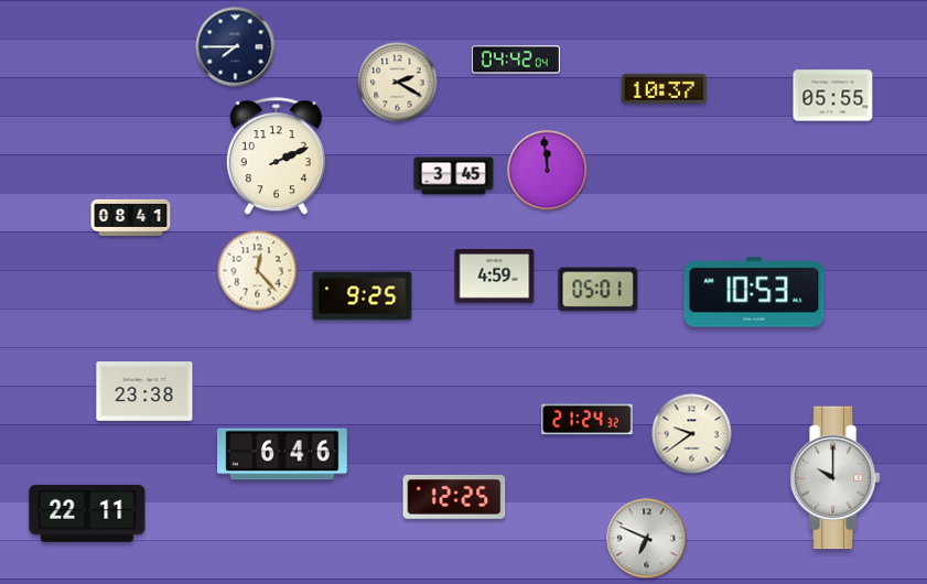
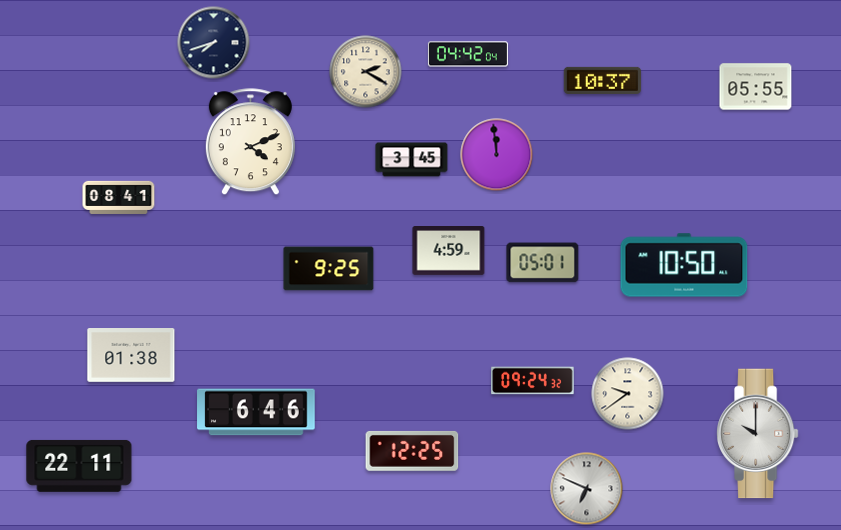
clock at (236, 47): 7:45 -> 7:42
clock at (398, 83) position: (398, 83) -> (366, 72)
clock at (276, 156): 2:11 -> 4:11
clock at (258, 271): 12:23 -> none
clock at (754, 292): 10:53 -> 10:50
clock at (144, 392): 23:38 -> 01:38
clock at (588, 420): 21:24 -> 09:24
